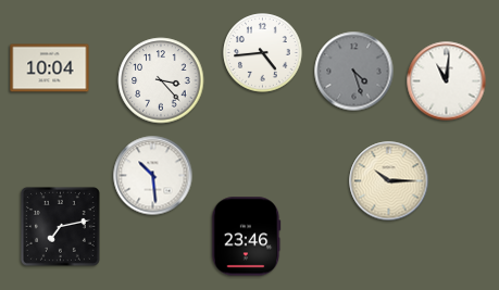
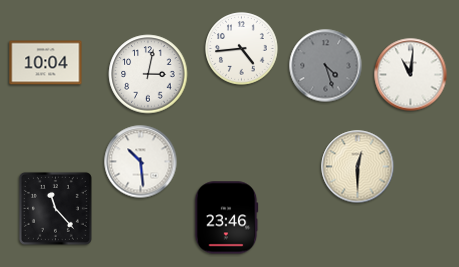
clock at (161, 80): 3:23 -> 3:02
clock at (389, 181): 10:15 -> 12:30
clock at (60, 226): 7:13 -> 11:23
